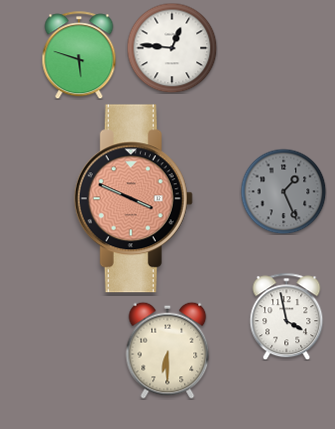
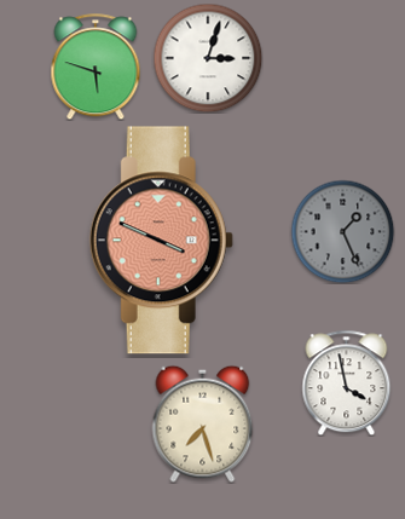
clock at (172, 48): 12:46 -> 3:03
clock at (168, 350): 6:30 -> 7:27
